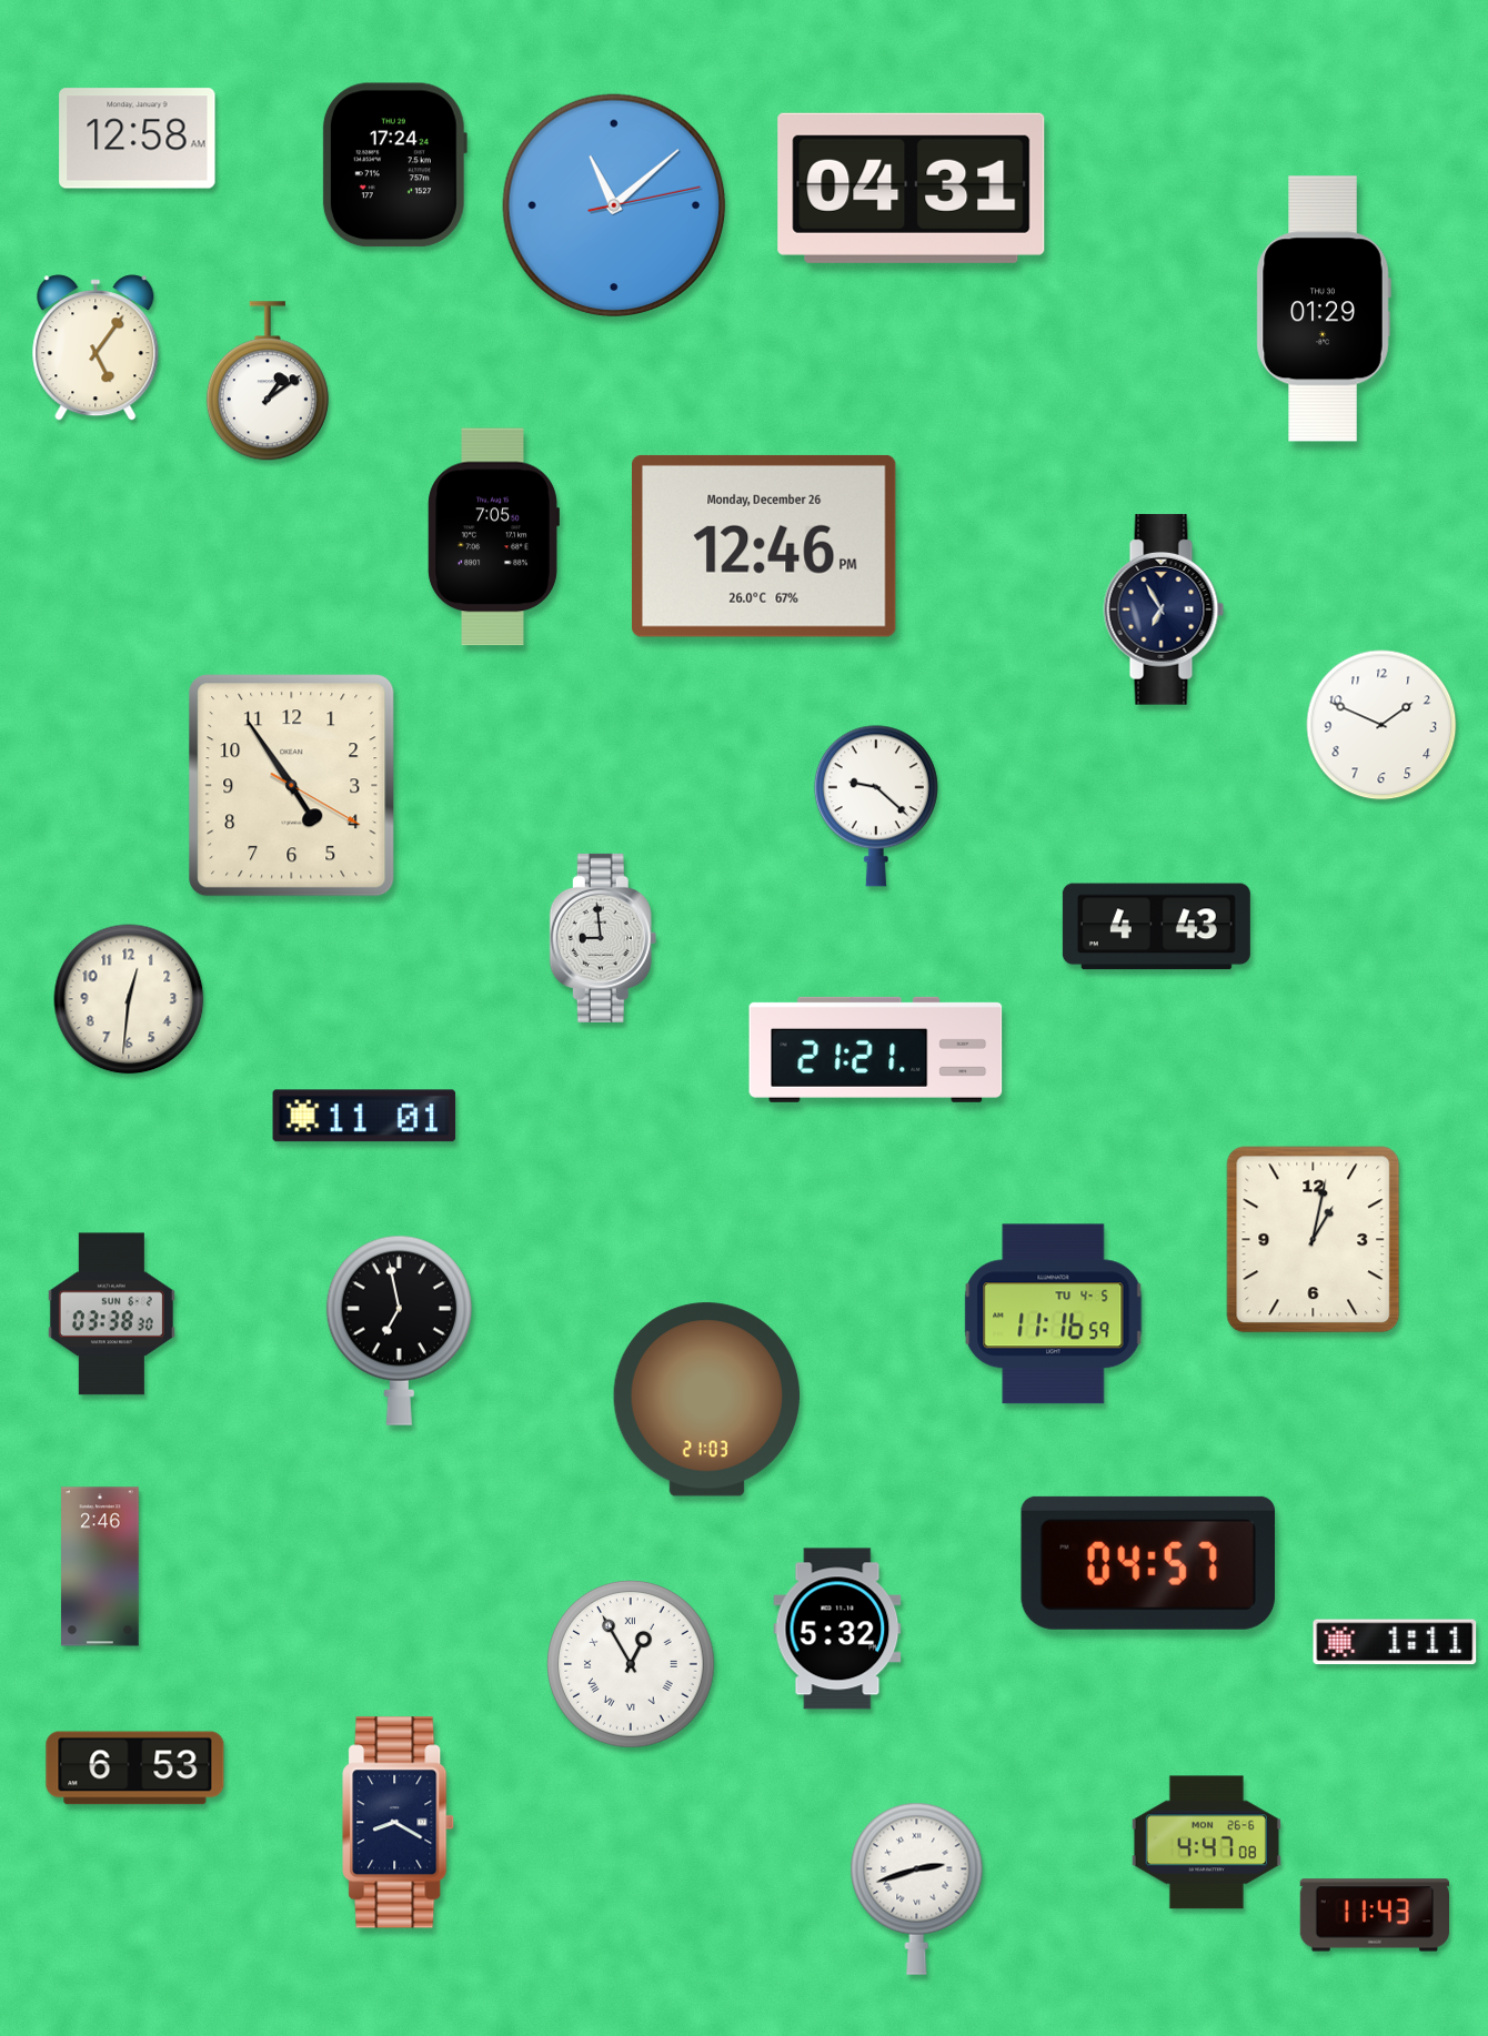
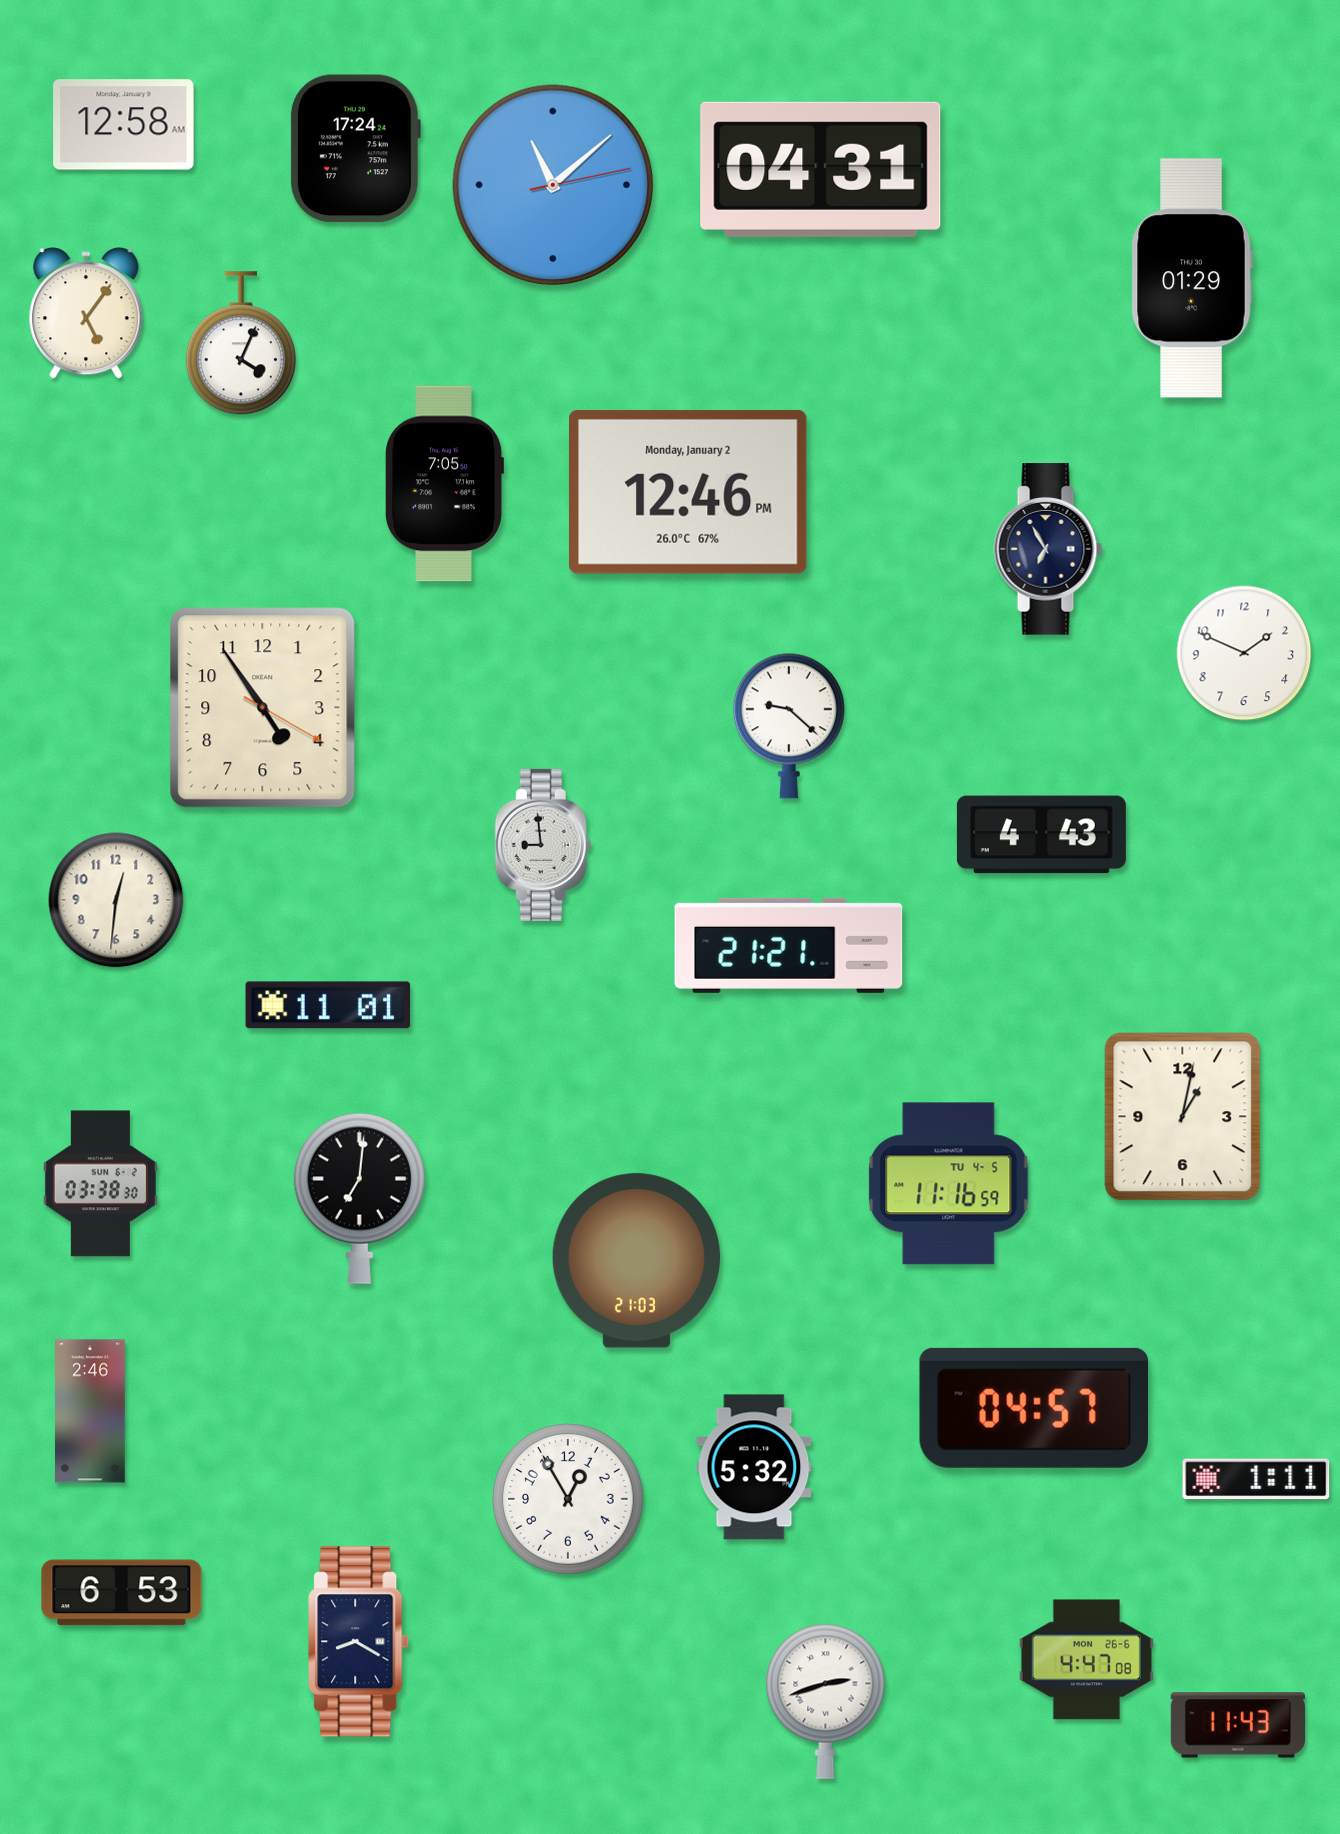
clock at (268, 382): 1:09 -> 4:04
clock at (765, 546) date: Monday, December 26 -> Monday, January 2
clock at (399, 1330): 6:58 -> 7:01
clock at (631, 1664) numerals: Roman -> Arabic
